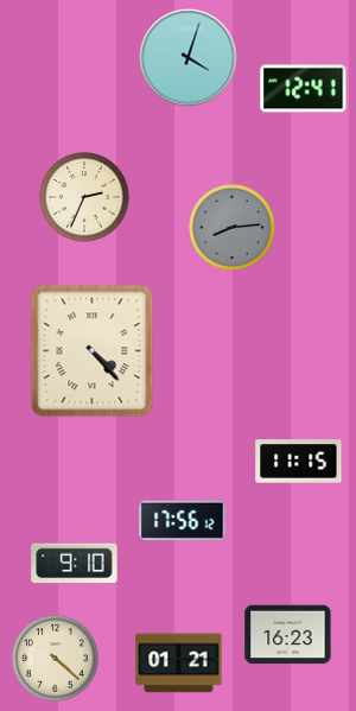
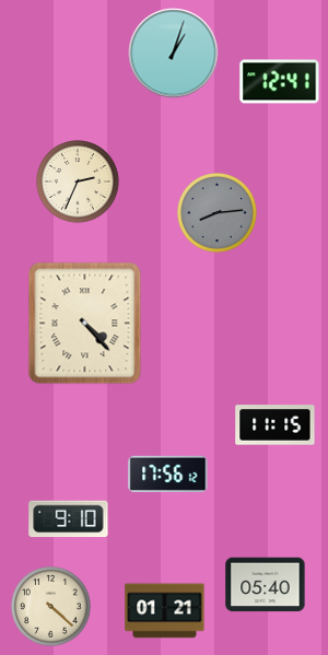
clock at (189, 58): 4:03 -> 1:03
clock at (231, 227) position: (231, 227) -> (216, 212)
clock at (183, 520) position: (183, 520) -> (168, 473)
clock at (288, 635): 16:23 -> 05:40
